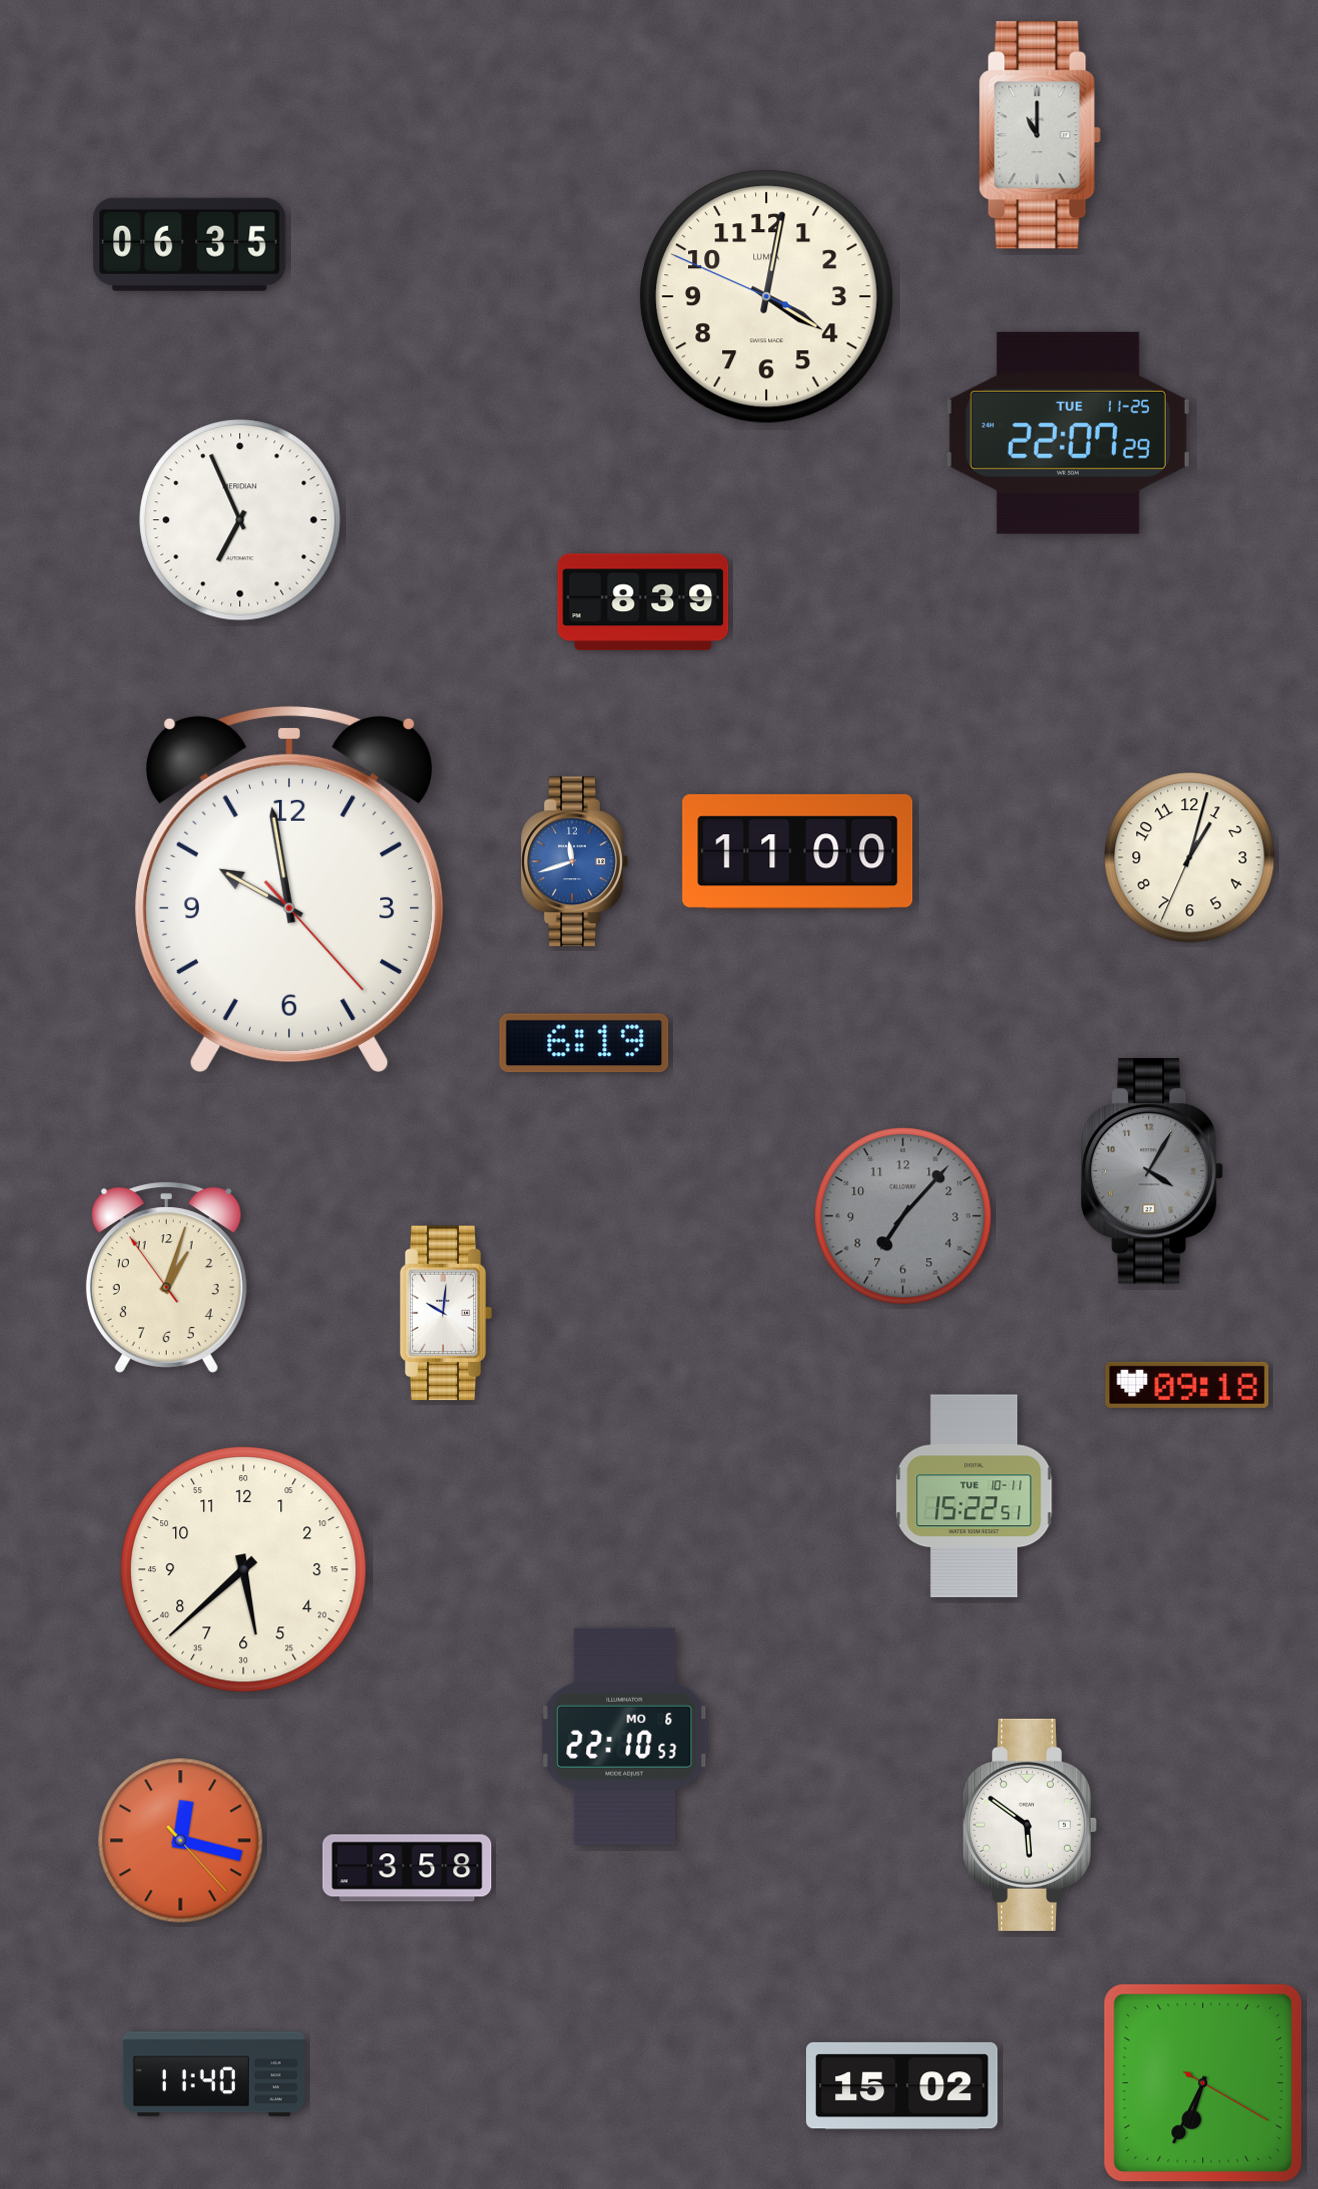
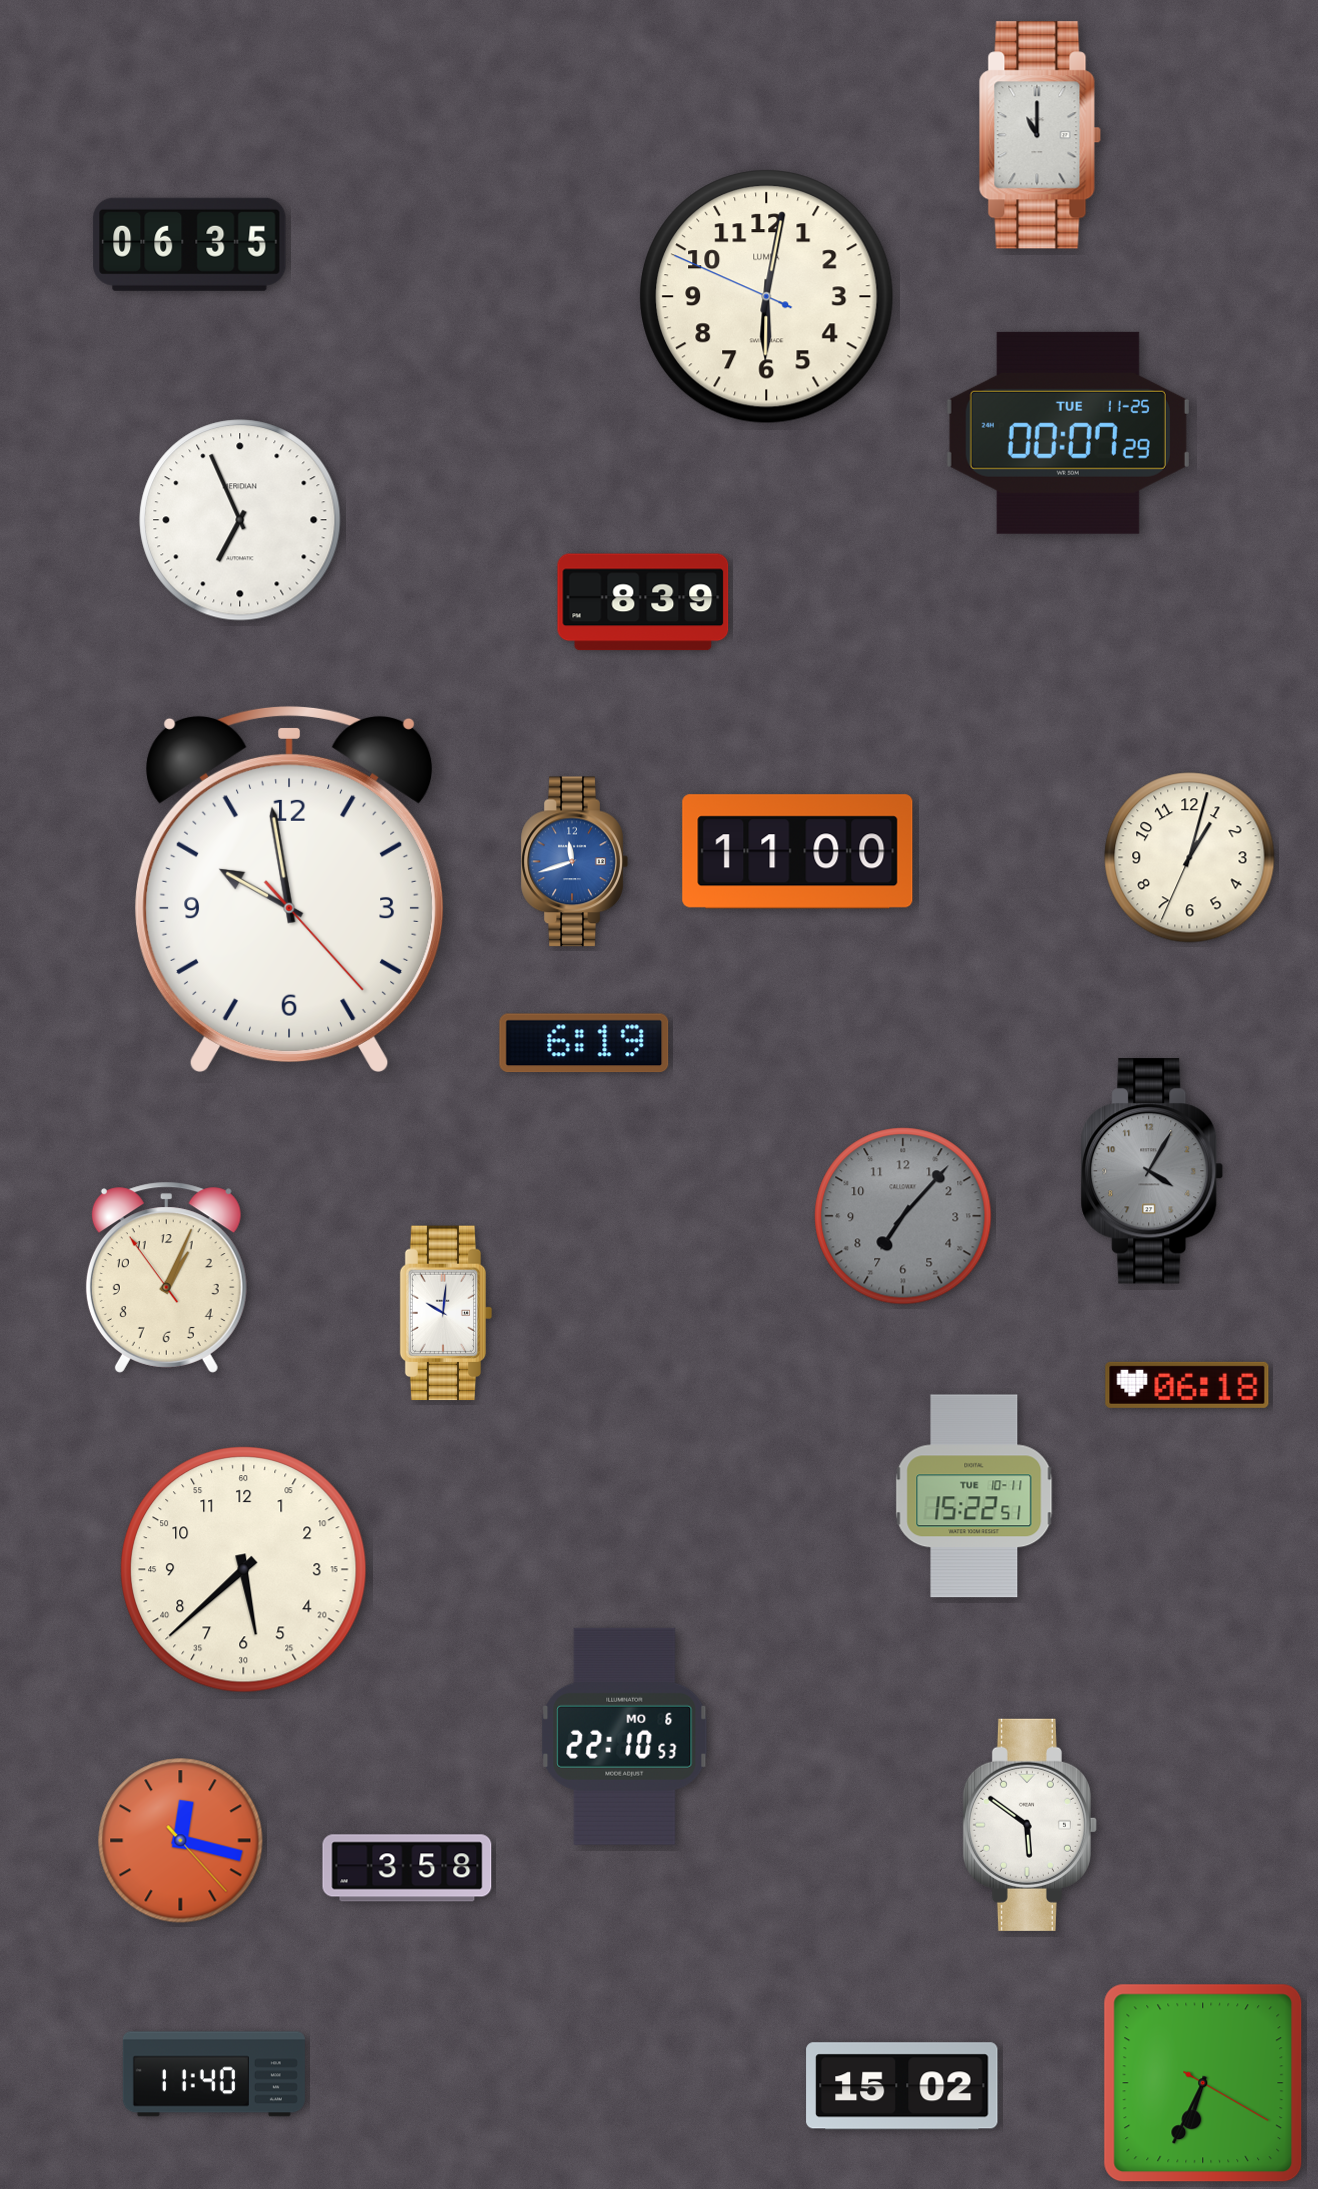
clock at (767, 297): 4:01 -> 6:01
clock at (1068, 433): 22:07 -> 00:07
clock at (166, 1277): 1:02 -> 1:03
clock at (1187, 1385): 09:18 -> 06:18
